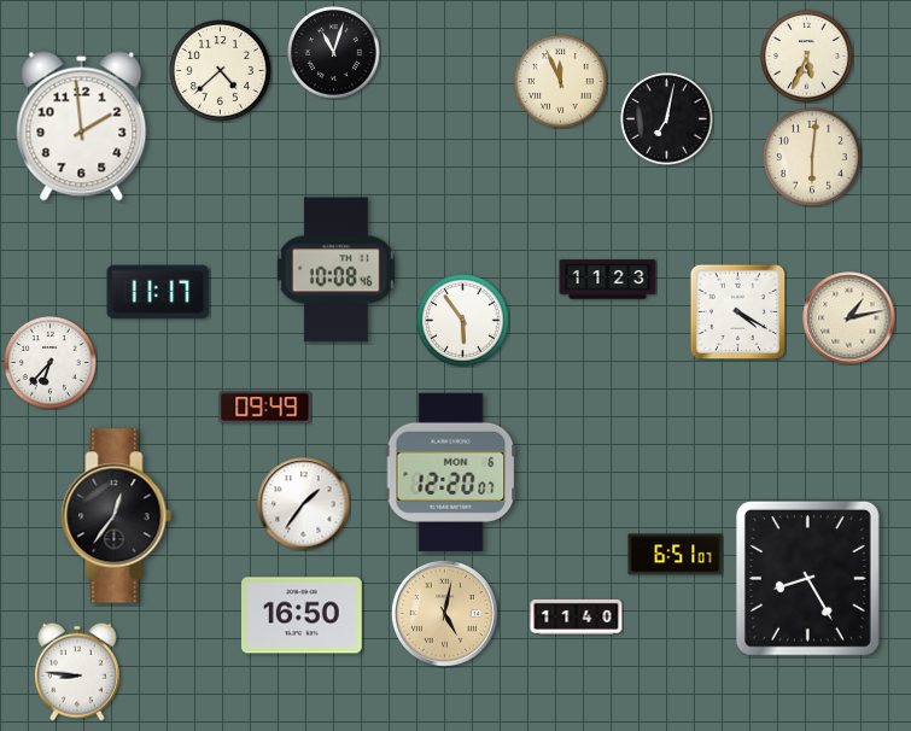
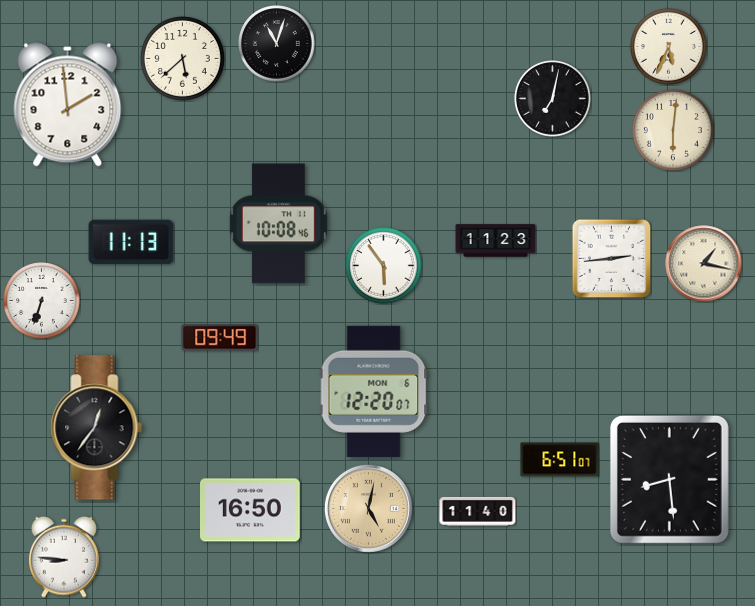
clock at (221, 71): 4:38 -> 5:38
clock at (561, 82): 11:56 -> none
clock at (608, 280) position: (608, 280) -> (496, 241)
clock at (158, 292): 11:17 -> 11:13
clock at (737, 311): 4:20 -> 2:44
clock at (849, 318): 1:13 -> 1:17
clock at (51, 363): 6:37 -> 6:33
clock at (304, 504): 1:36 -> none
clock at (807, 578): 8:25 -> 8:29
